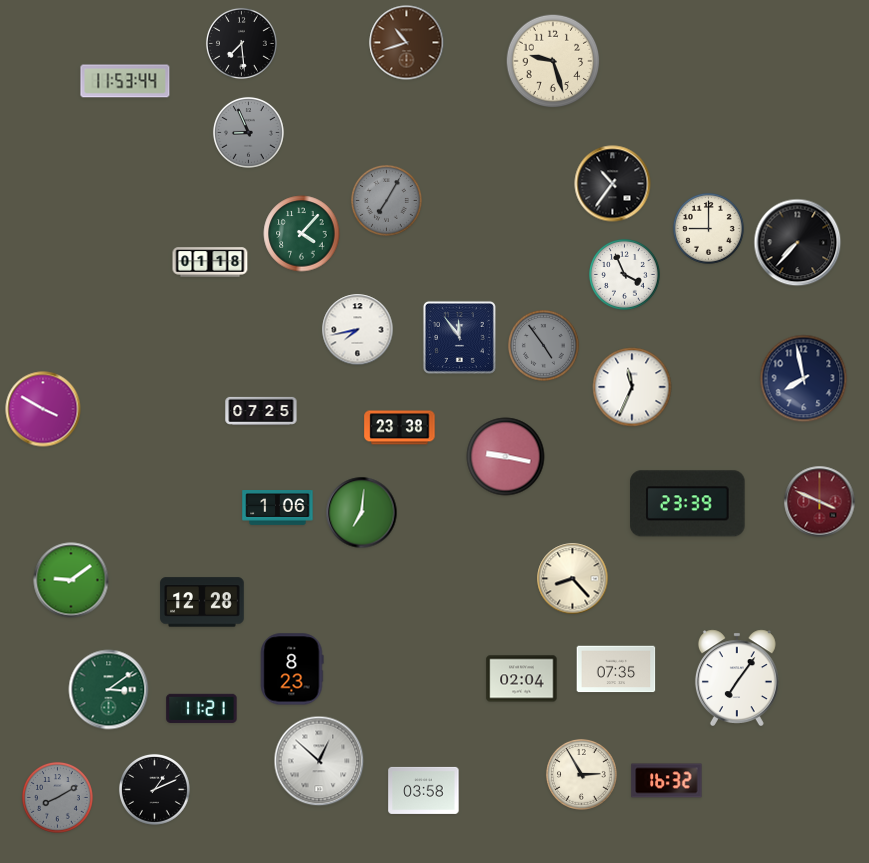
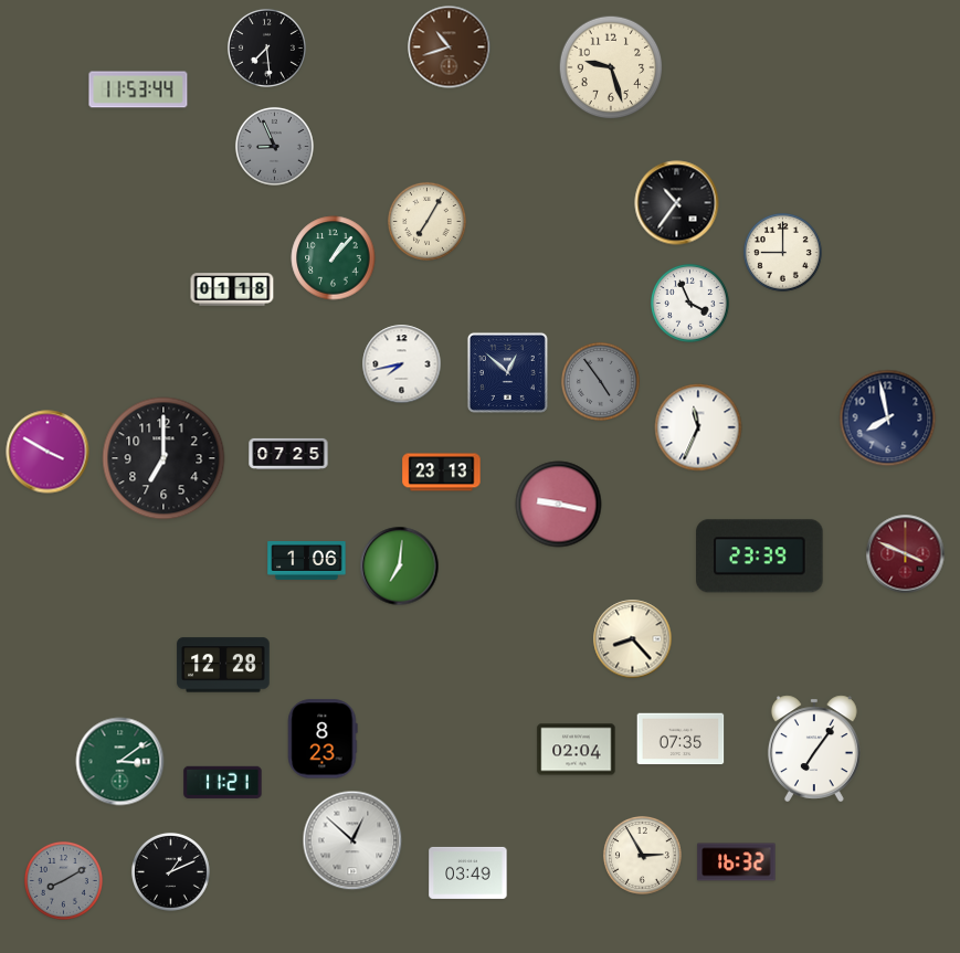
clock at (386, 200) dial: grey -> cream
clock at (302, 234): 4:07 -> 1:07
clock at (798, 243): 7:37 -> none
clock at (358, 330) position: (358, 330) -> (402, 364)
clock at (459, 337): 11:54 -> 12:52
clock at (163, 458): none -> 7:00
clock at (400, 428): 23:38 -> 23:13
clock at (71, 580): 9:09 -> none
clock at (424, 790): 03:58 -> 03:49
